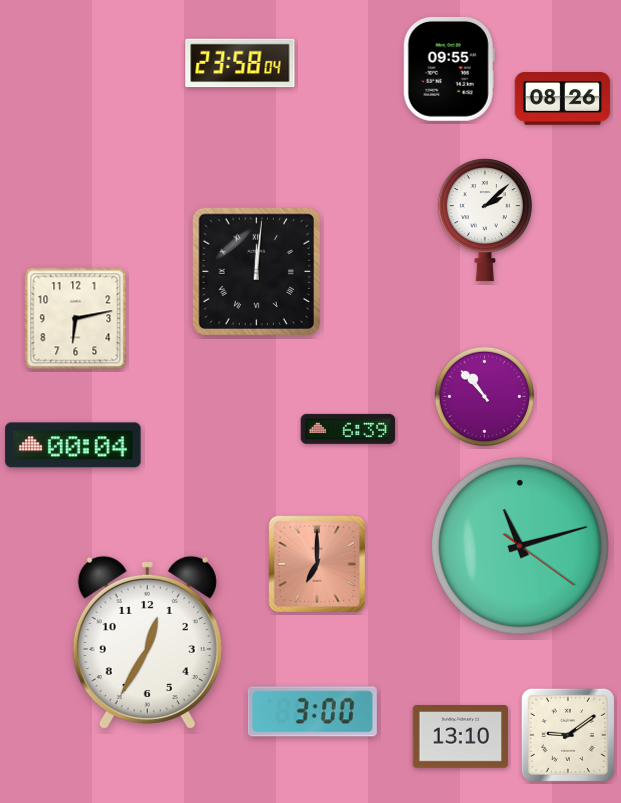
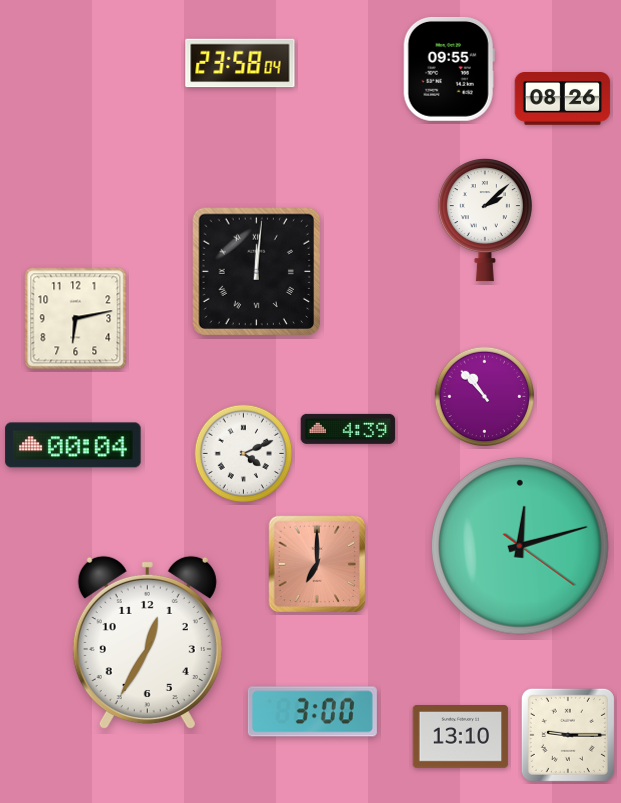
clock at (348, 429): 6:39 -> 4:39
clock at (244, 454): none -> 4:11
clock at (520, 546): 11:12 -> 12:12
clock at (568, 735): 9:09 -> 9:15
